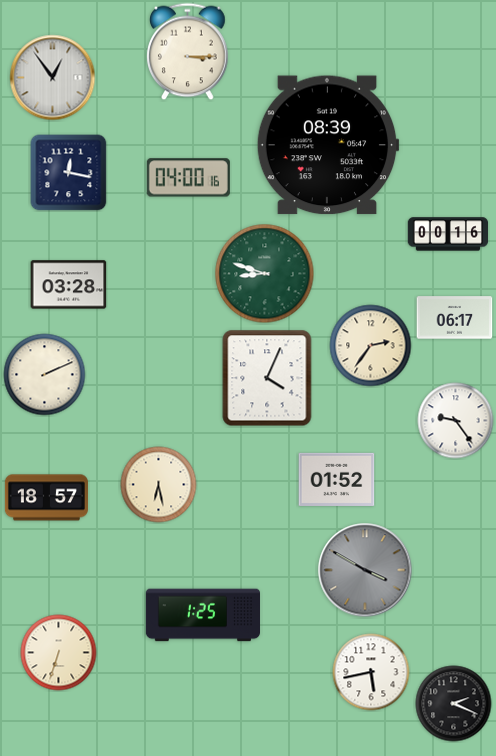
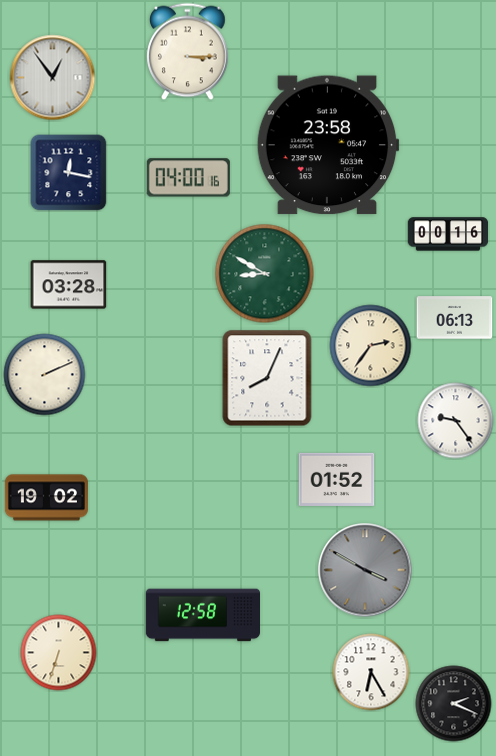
clock at (328, 145): 08:39 -> 23:58
clock at (265, 274): 8:48 -> 8:50
clock at (455, 318): 06:17 -> 06:13
clock at (267, 378): 4:04 -> 8:04
clock at (159, 485): 6:28 -> none
clock at (46, 498): 18:57 -> 19:02
clock at (203, 615): 1:25 -> 12:58
clock at (371, 672): 5:43 -> 6:25
